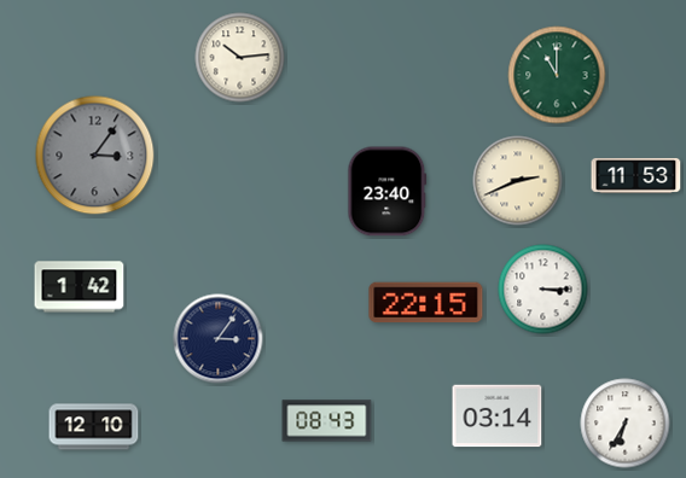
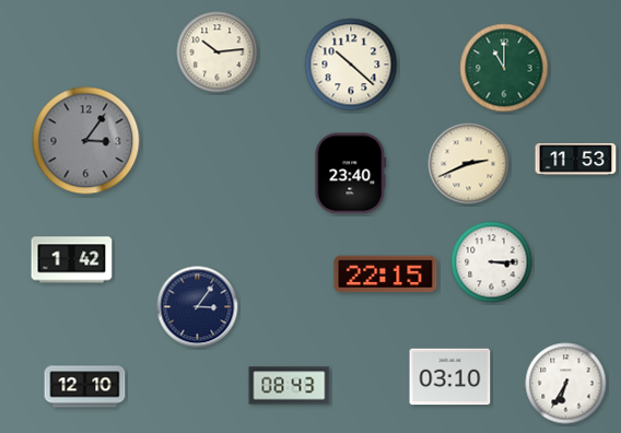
clock at (351, 65): none -> 10:22
clock at (498, 416): 03:14 -> 03:10
clock at (327, 421) position: (327, 421) -> (290, 386)
